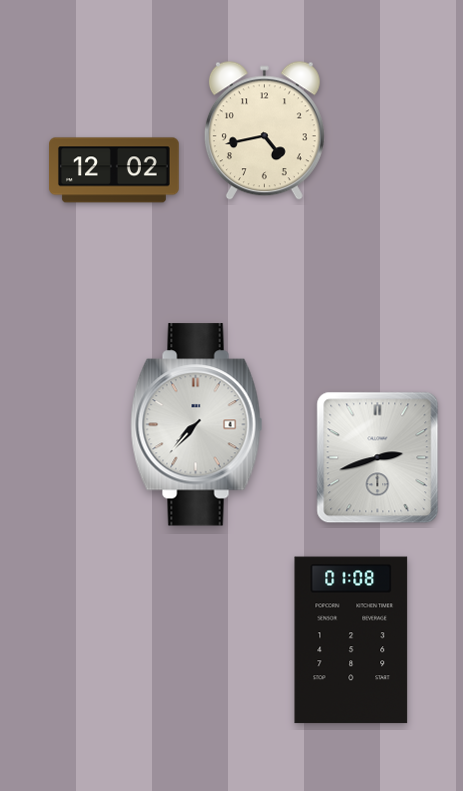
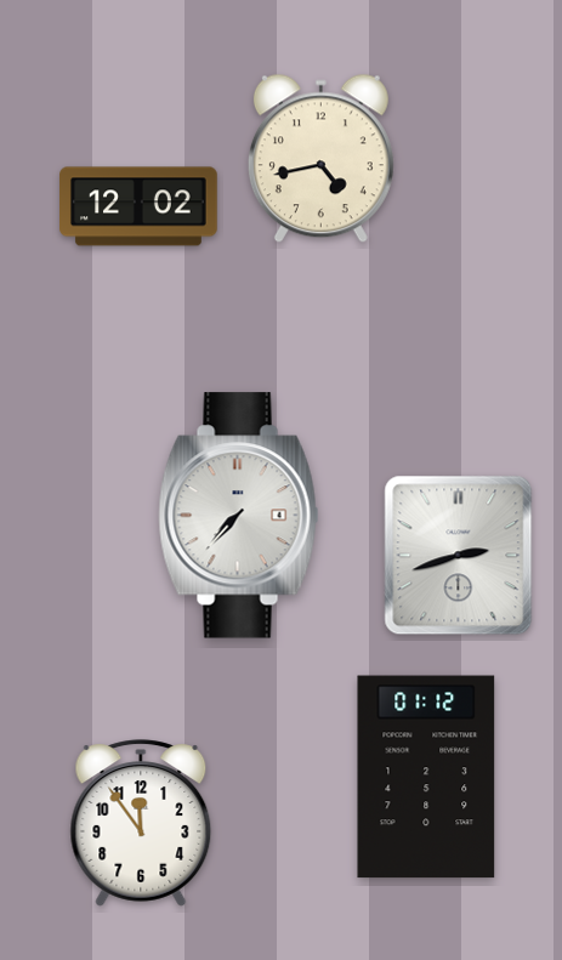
clock at (351, 640): 01:08 -> 01:12
clock at (141, 823): none -> 11:54
